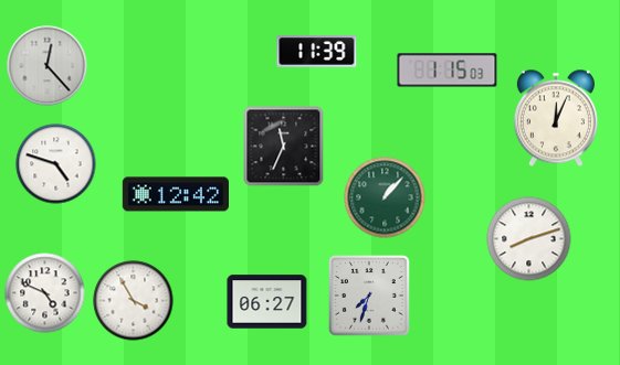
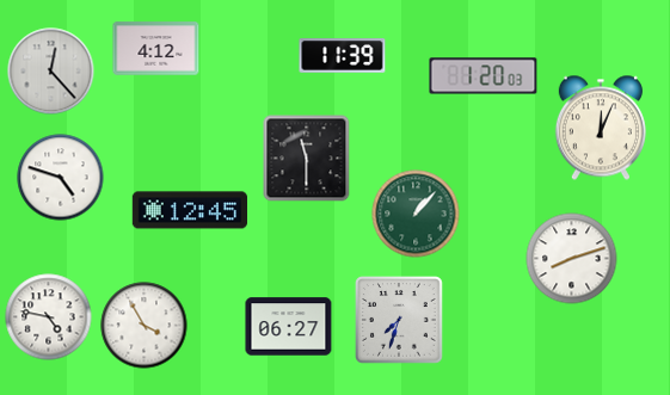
clock at (156, 49): none -> 4:12
clock at (448, 71): 1:15 -> 1:20
clock at (284, 147): 11:34 -> 11:30
clock at (175, 194): 12:42 -> 12:45
clock at (45, 293): 4:49 -> 4:47
